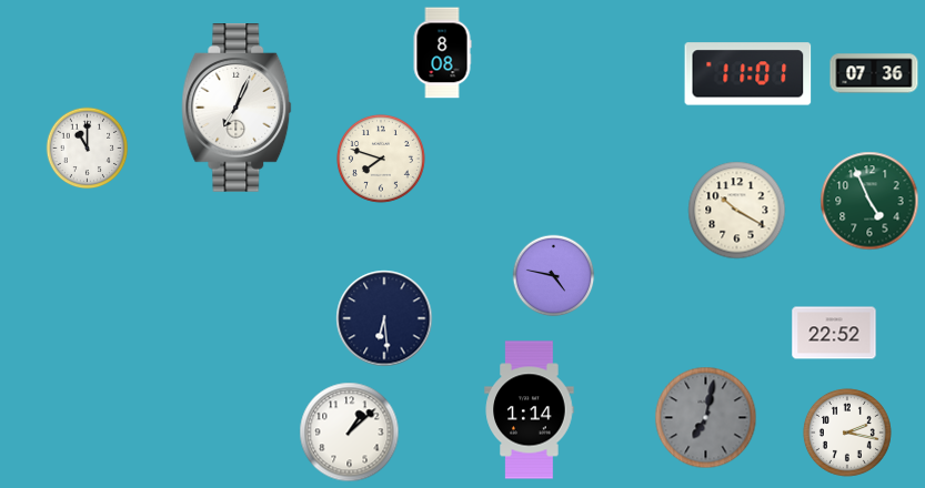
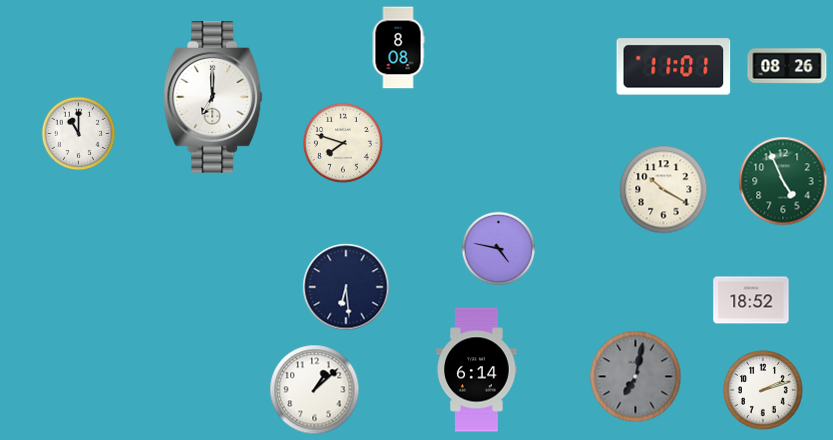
clock at (874, 73): 07:36 -> 08:26
clock at (237, 109): 7:04 -> 7:00
clock at (834, 333): 22:52 -> 18:52
clock at (530, 410): 1:14 -> 6:14
clock at (847, 433): 2:17 -> 2:12
